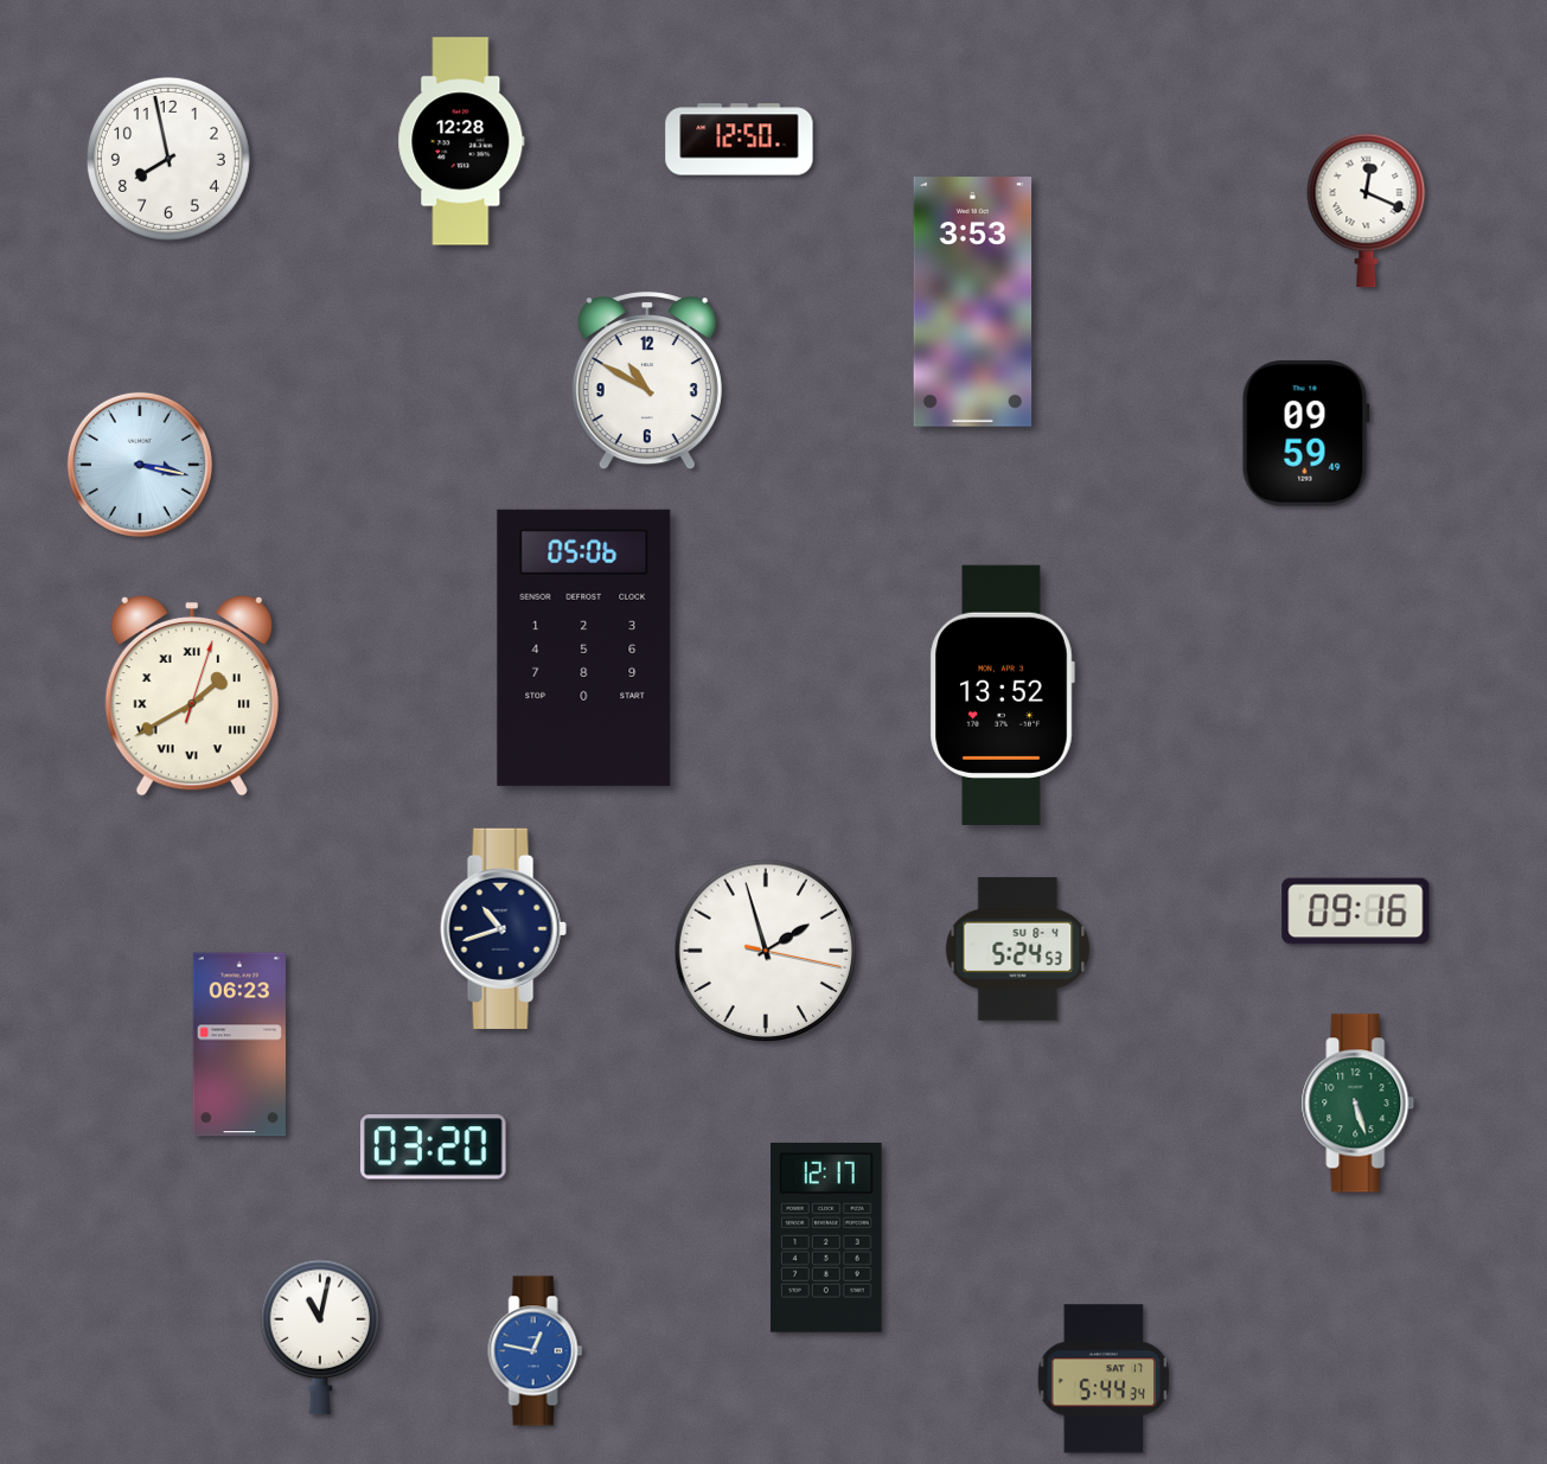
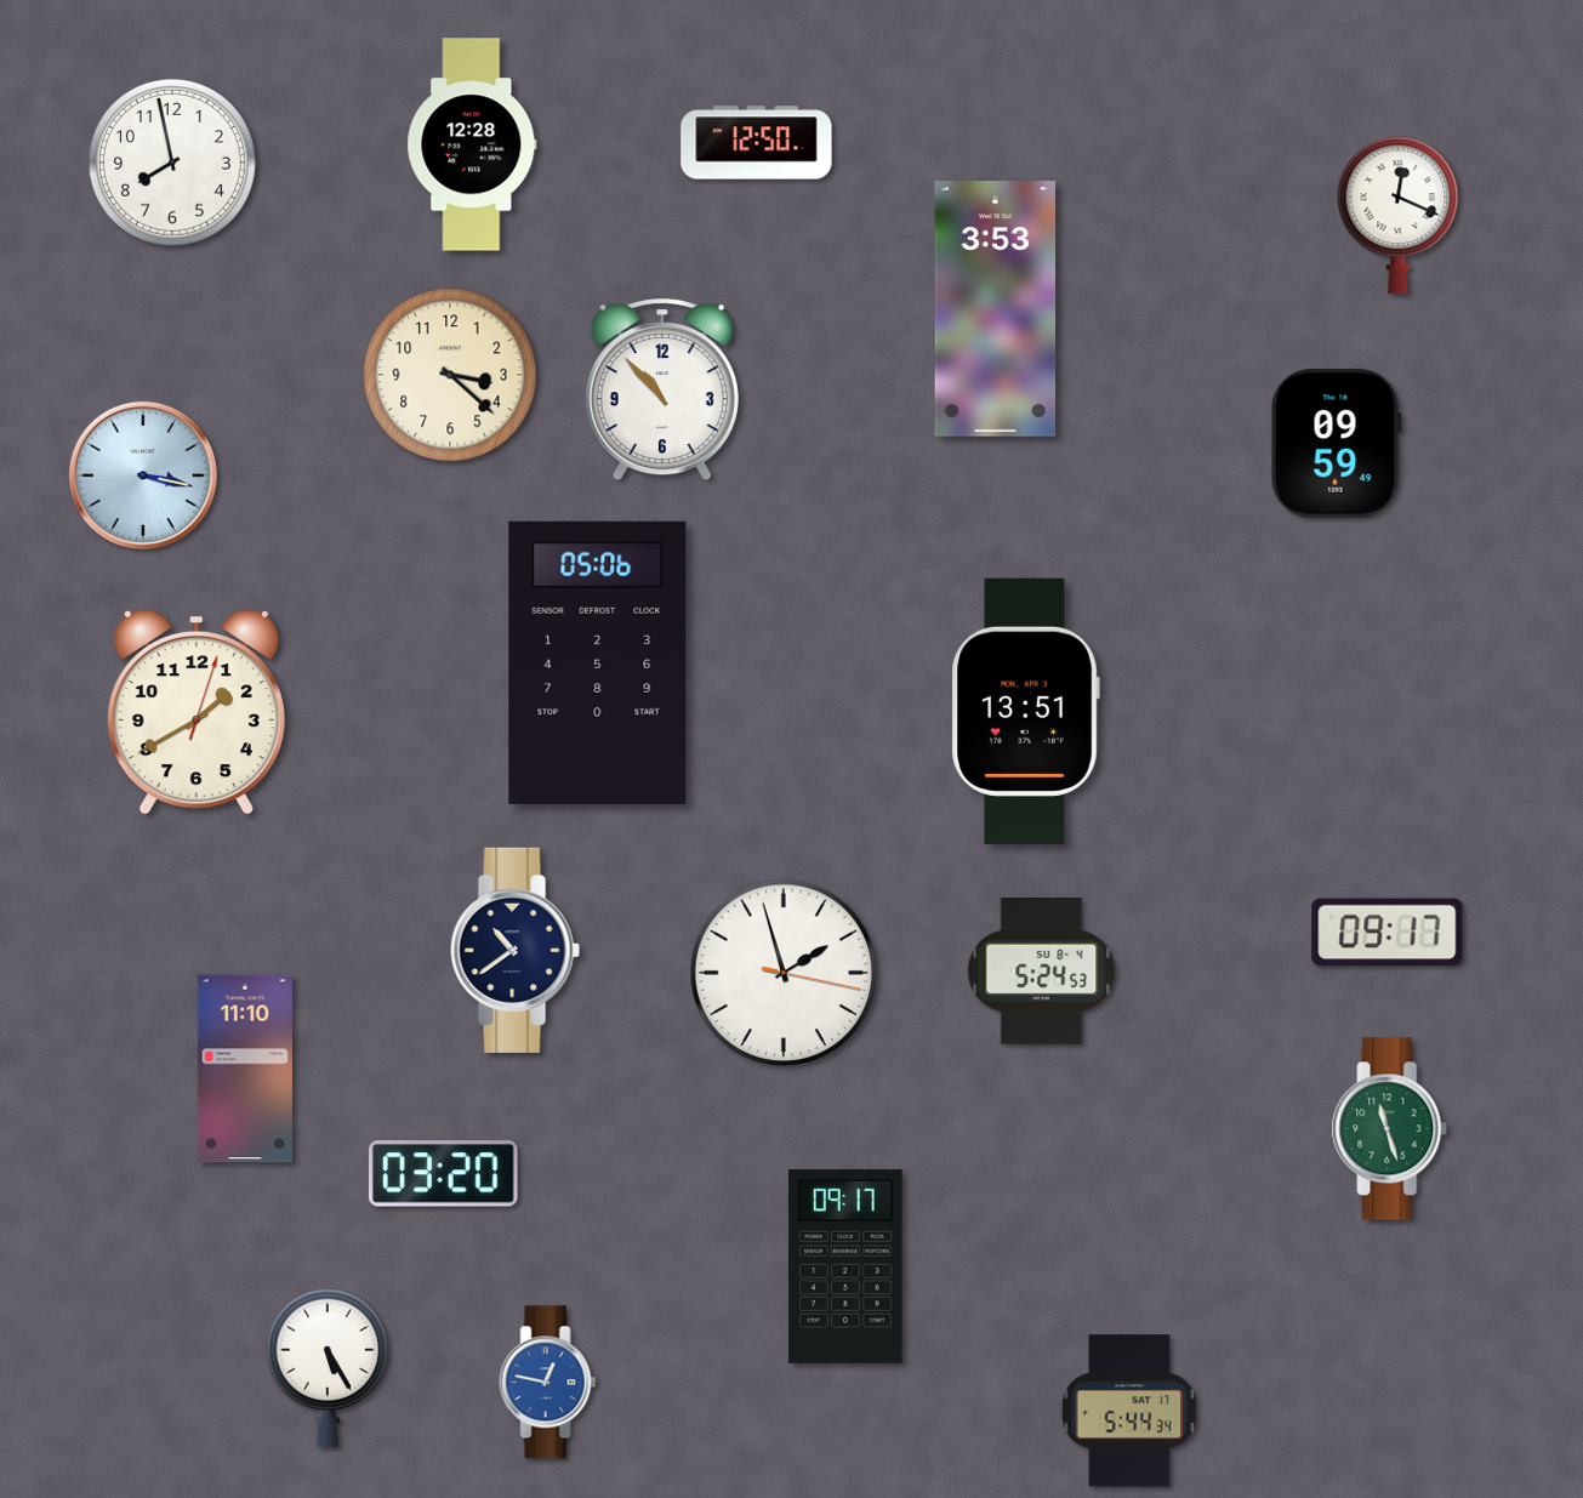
clock at (450, 375): none -> 3:22
clock at (647, 382): 10:50 -> 10:53
clock at (1002, 695): 13:52 -> 13:51
clock at (192, 696) numerals: Roman -> Arabic
clock at (1356, 912): 09:16 -> 09:17
clock at (503, 928): 10:42 -> 10:39
clock at (239, 1044): 06:23 -> 11:10
clock at (1359, 1104): 5:27 -> 11:27
clock at (827, 1238): 12:17 -> 09:17
clock at (320, 1337): 11:02 -> 5:25
